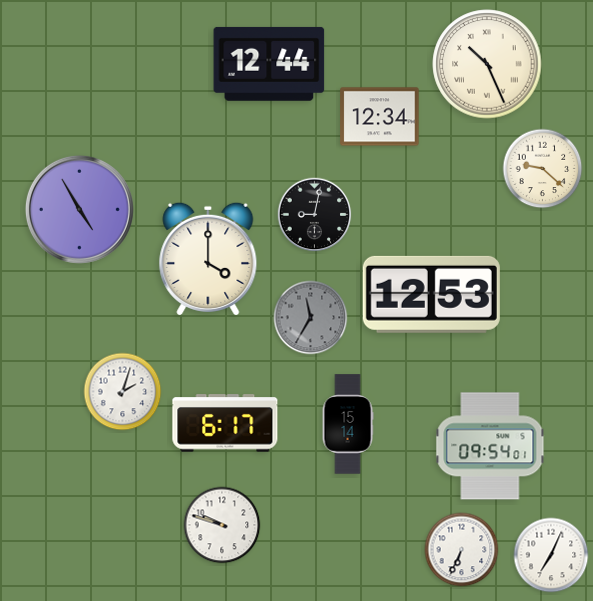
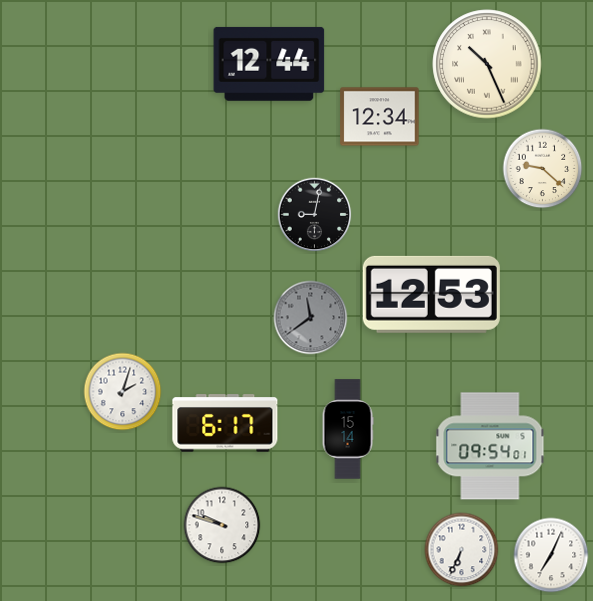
clock at (79, 209): 4:55 -> none
clock at (208, 258): 4:00 -> none
clock at (311, 318): 11:35 -> 11:39
clock at (348, 424) position: (348, 424) -> (348, 429)
